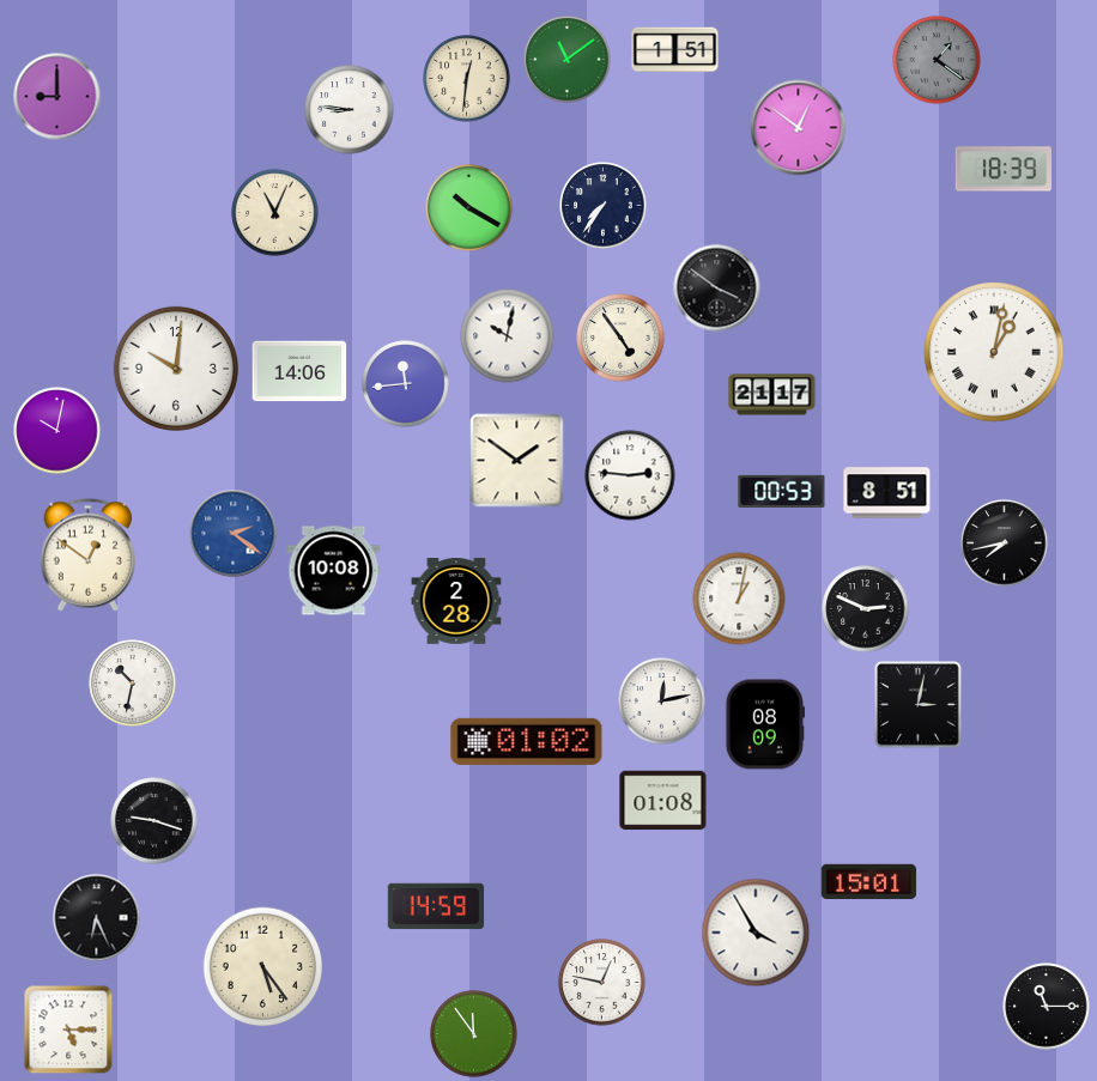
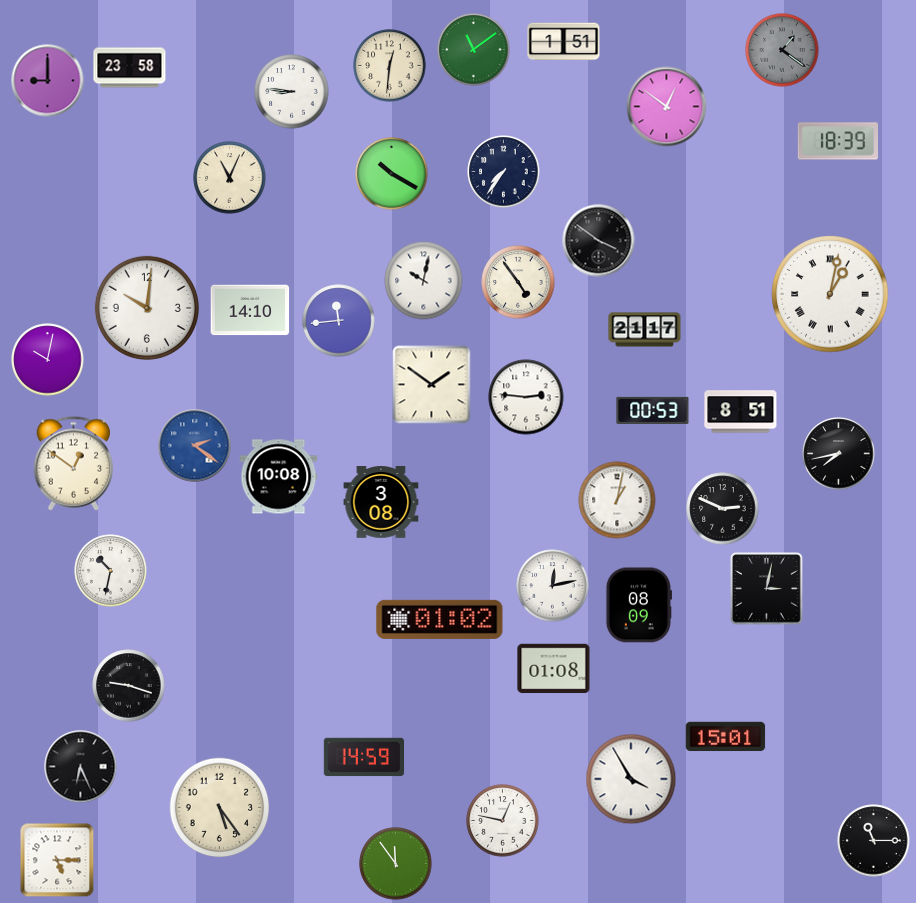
clock at (130, 68): none -> 23:58
clock at (299, 371): 14:06 -> 14:10
clock at (456, 602): 2:28 -> 3:08
